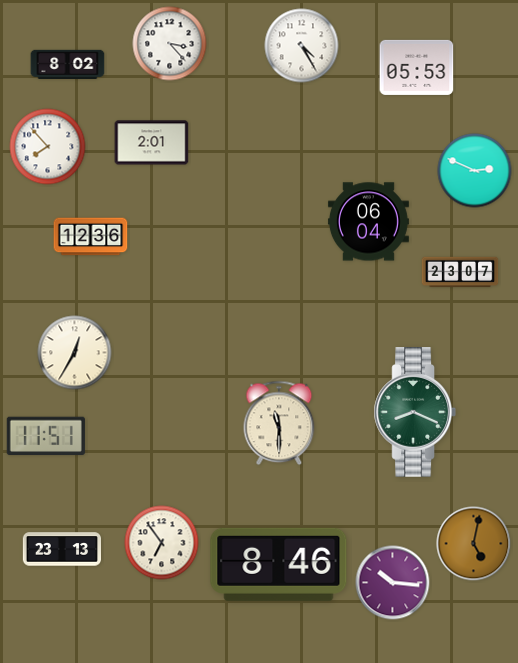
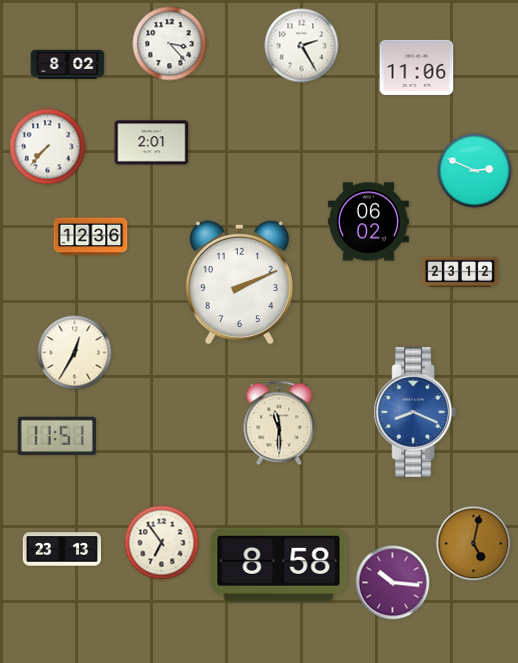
clock at (302, 46): 4:25 -> 2:25
clock at (417, 67): 05:53 -> 11:06
clock at (48, 147): 7:53 -> 7:37
clock at (368, 222): 06:04 -> 06:02
clock at (460, 272): 23:07 -> 23:12
clock at (239, 282): none -> 2:11
clock at (414, 412) dial: green -> blue
clock at (46, 436) position: (46, 436) -> (57, 436)
clock at (279, 564): 8:46 -> 8:58
